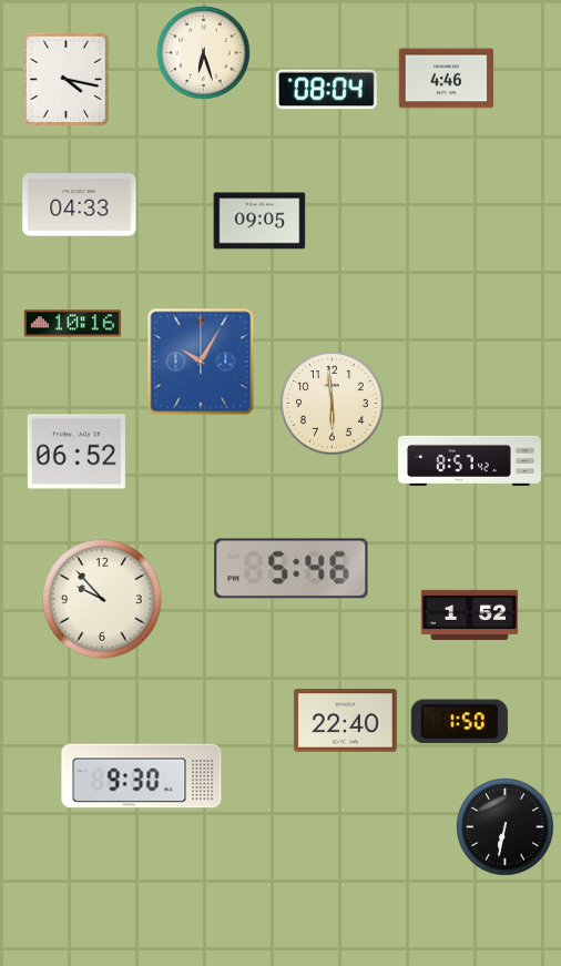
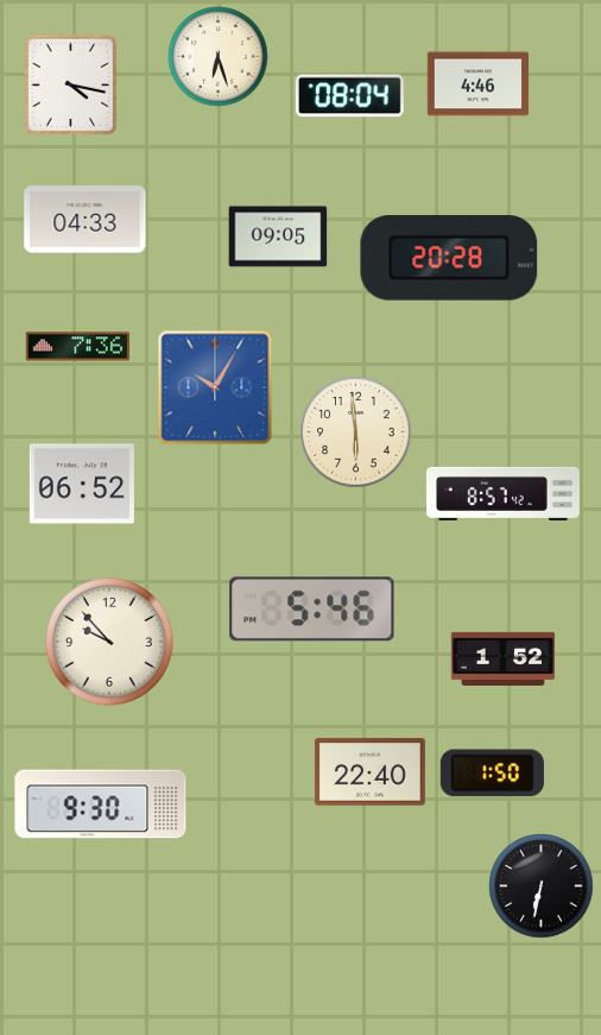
clock at (449, 258): none -> 20:28
clock at (72, 324): 10:16 -> 7:36
clock at (142, 776) position: (142, 776) -> (101, 804)
